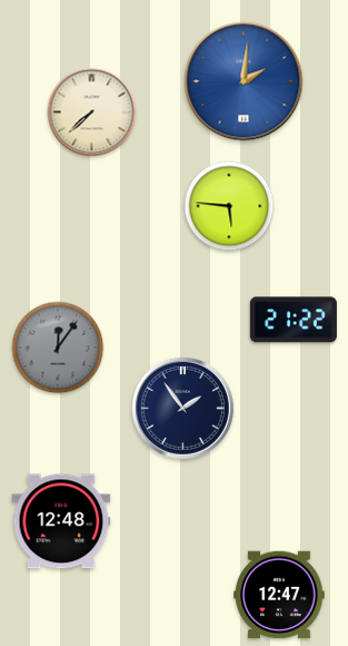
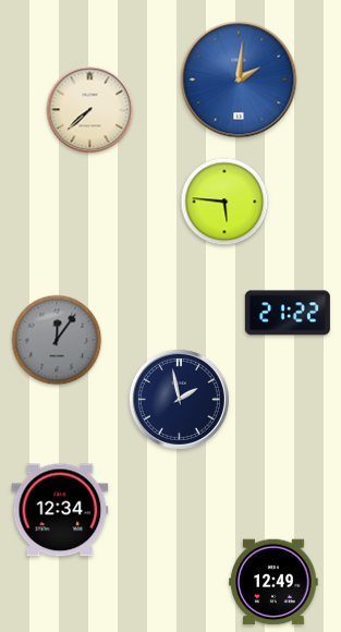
clock at (182, 408): 1:54 -> 1:58
clock at (61, 521): 12:48 -> 12:34
clock at (279, 595): 12:47 -> 12:49
